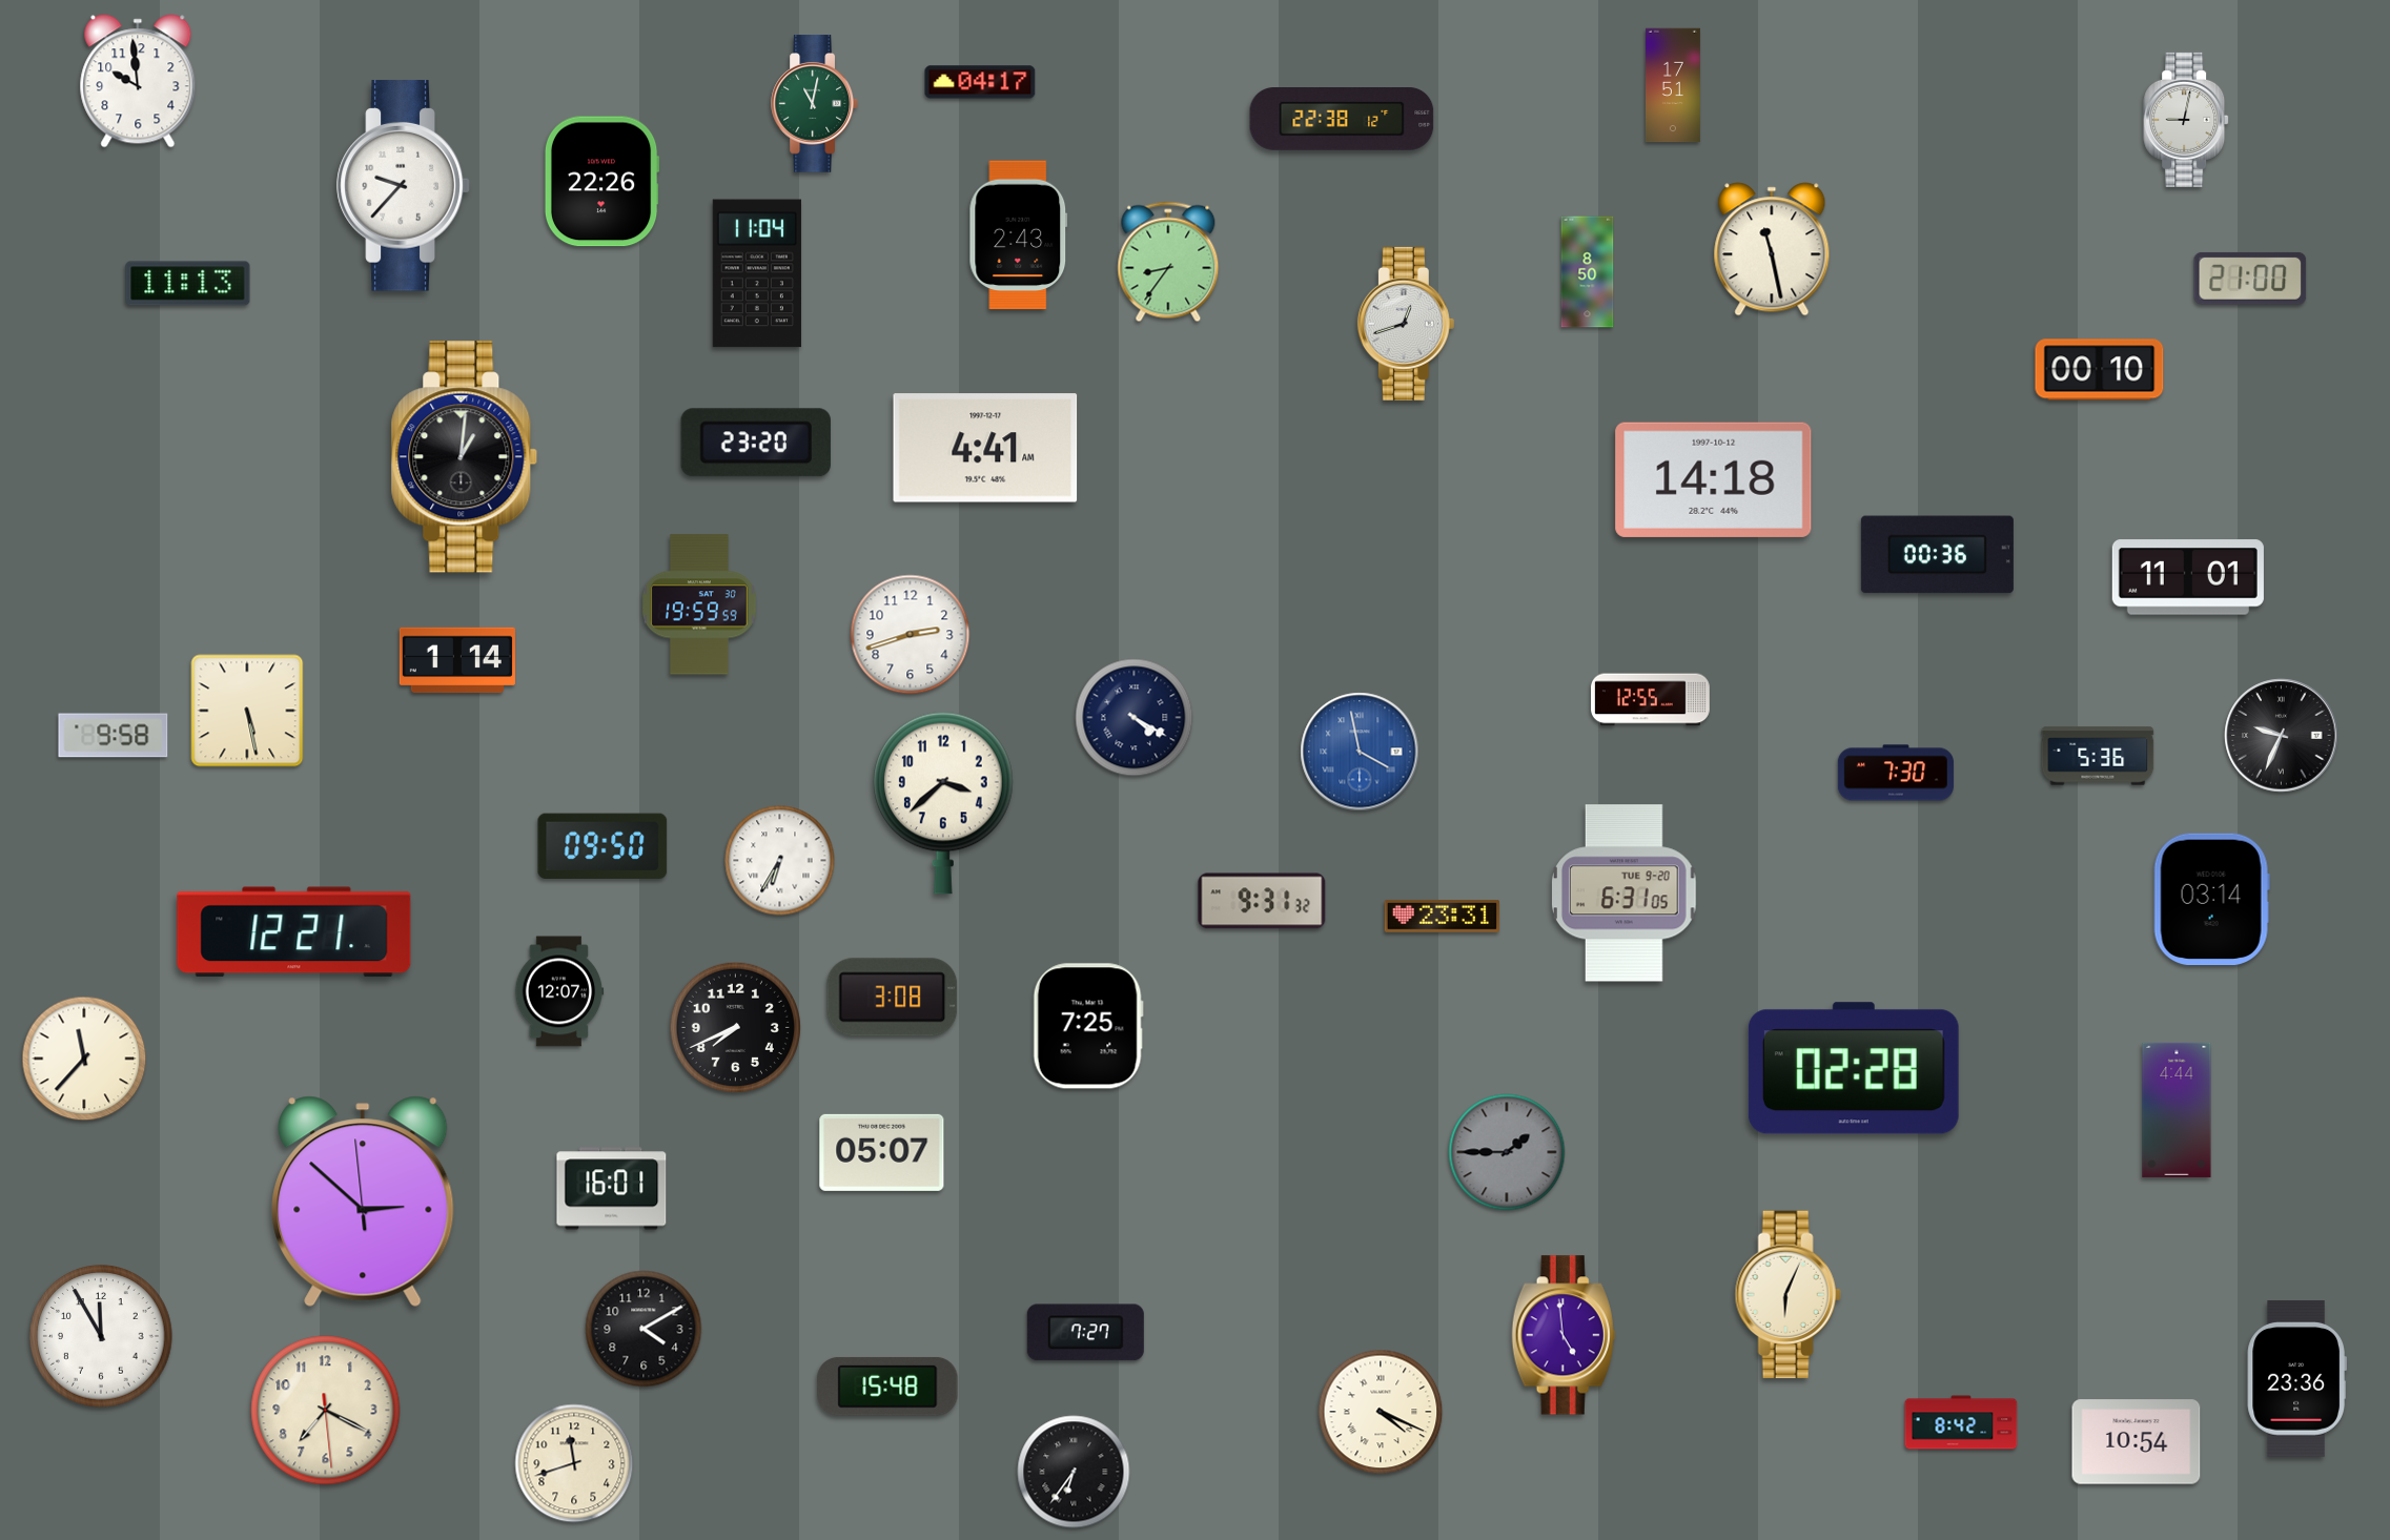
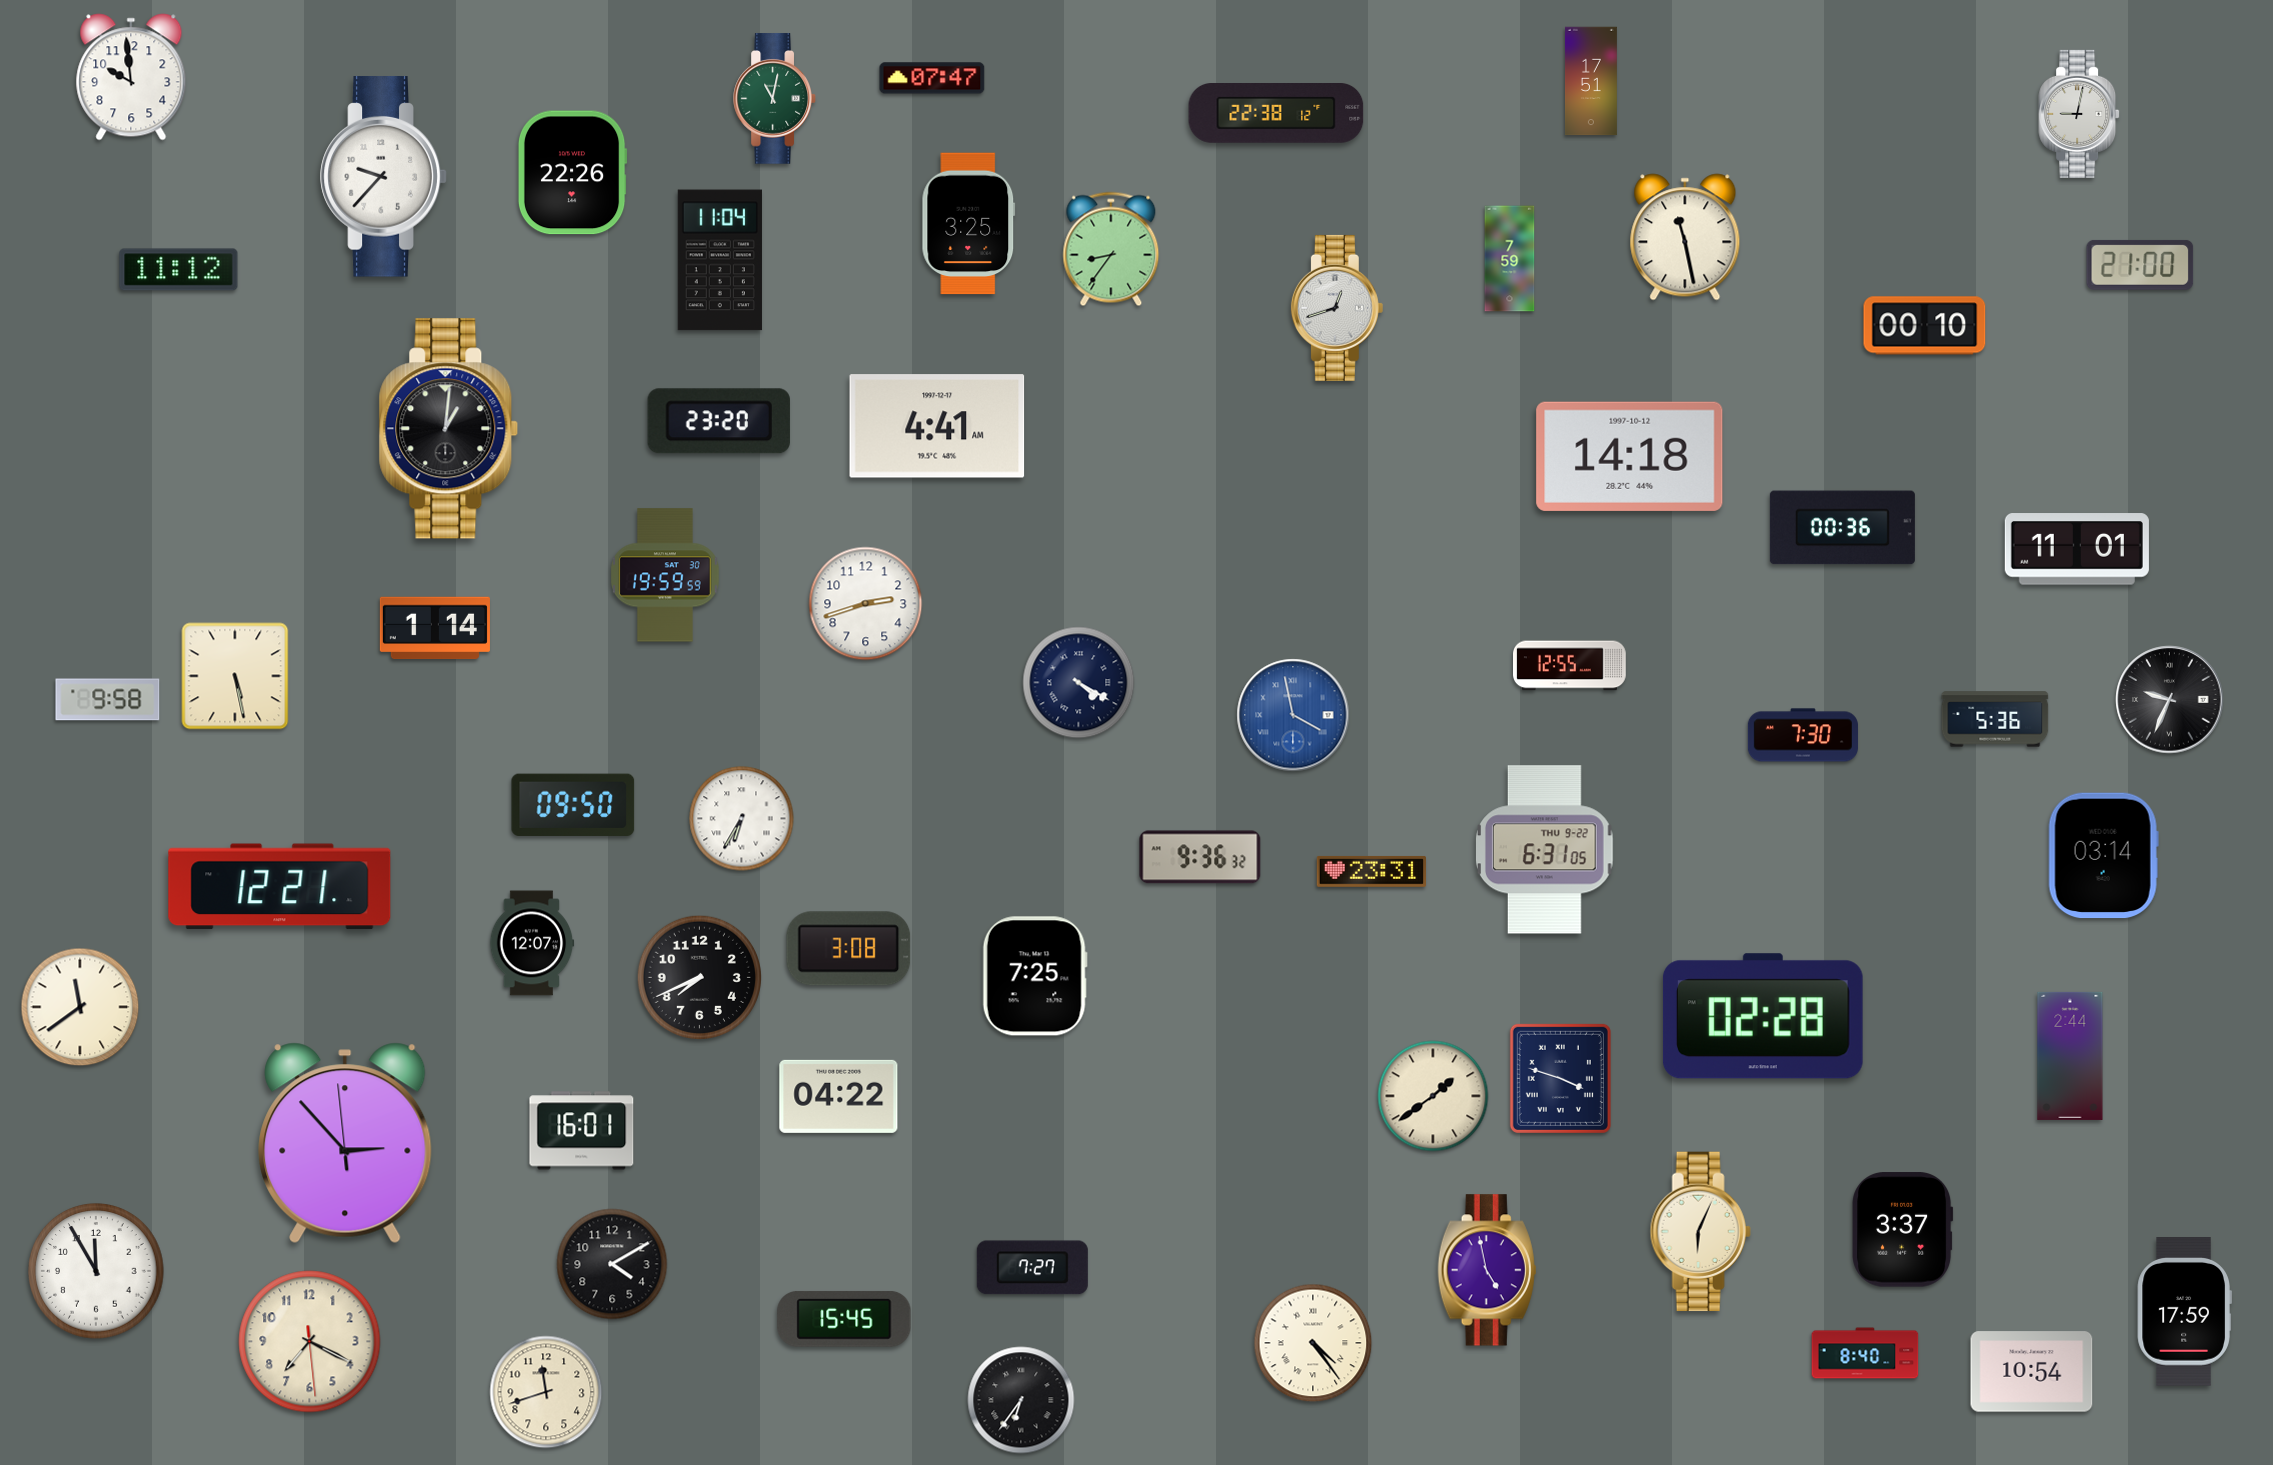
clock at (980, 82): 04:17 -> 07:47
clock at (1019, 235): 2:43 -> 3:25
clock at (1588, 272): 8:50 -> 7:59
clock at (188, 284): 11:13 -> 11:12
clock at (2100, 370) position: (2100, 370) -> (1925, 326)
clock at (465, 457) position: (465, 457) -> (449, 429)
clock at (2188, 577) position: (2188, 577) -> (2077, 549)
clock at (944, 803): 3:38 -> none
clock at (1623, 894) date: TUE 9-20 -> THU 9-22
clock at (1262, 901): 9:31 -> 9:36
clock at (84, 1059): 11:37 -> 11:39
clock at (2177, 1110): 4:44 -> 2:44
clock at (1560, 1078): none -> 3:48
clock at (882, 1152): 05:07 -> 04:22
clock at (1507, 1152): 1:45 -> 1:39
clock at (1507, 1152) dial: grey -> cream
clock at (363, 1202): 2:51 -> 2:52
clock at (1903, 1230): none -> 3:37
clock at (1564, 1335): 4:59 -> 4:58
clock at (2296, 1379): 23:36 -> 17:59
clock at (887, 1387): 15:48 -> 15:45
clock at (1381, 1412): 4:19 -> 4:24
clock at (1961, 1422): 8:42 -> 8:40
